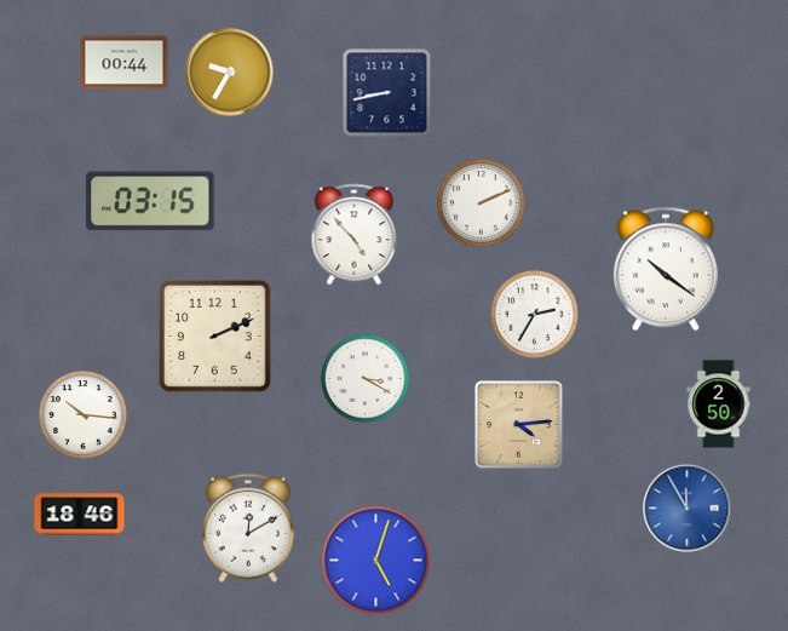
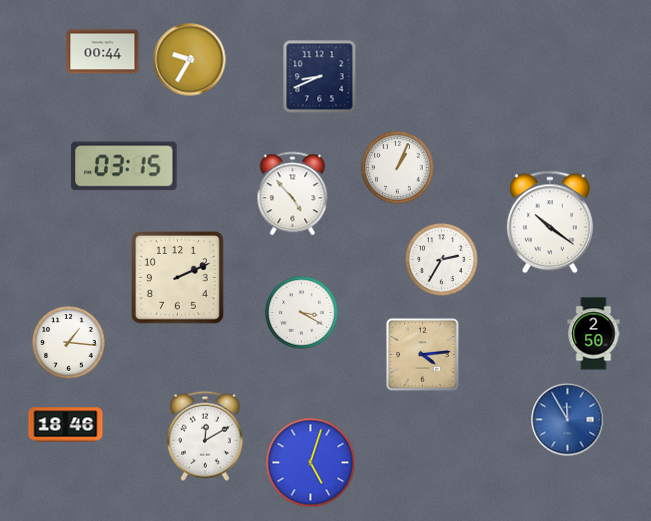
clock at (387, 93): 8:43 -> 8:41
clock at (482, 203): 2:11 -> 1:04
clock at (84, 415): 10:16 -> 1:16
clock at (518, 424) position: (518, 424) -> (422, 354)
